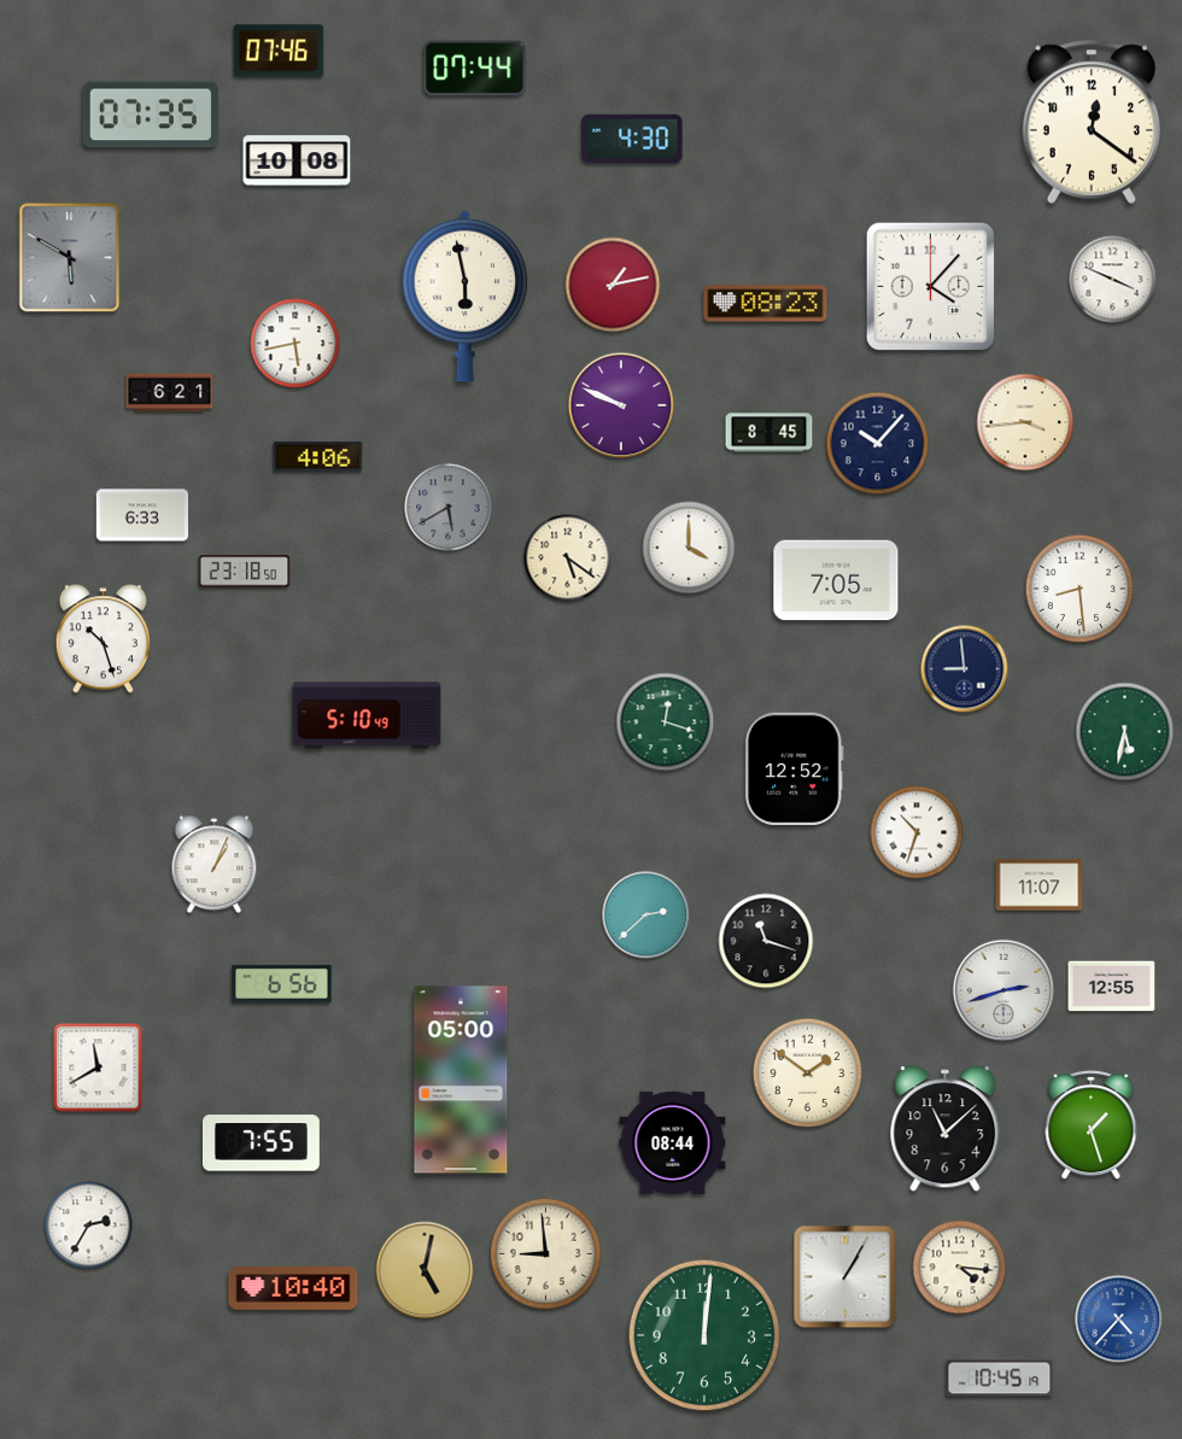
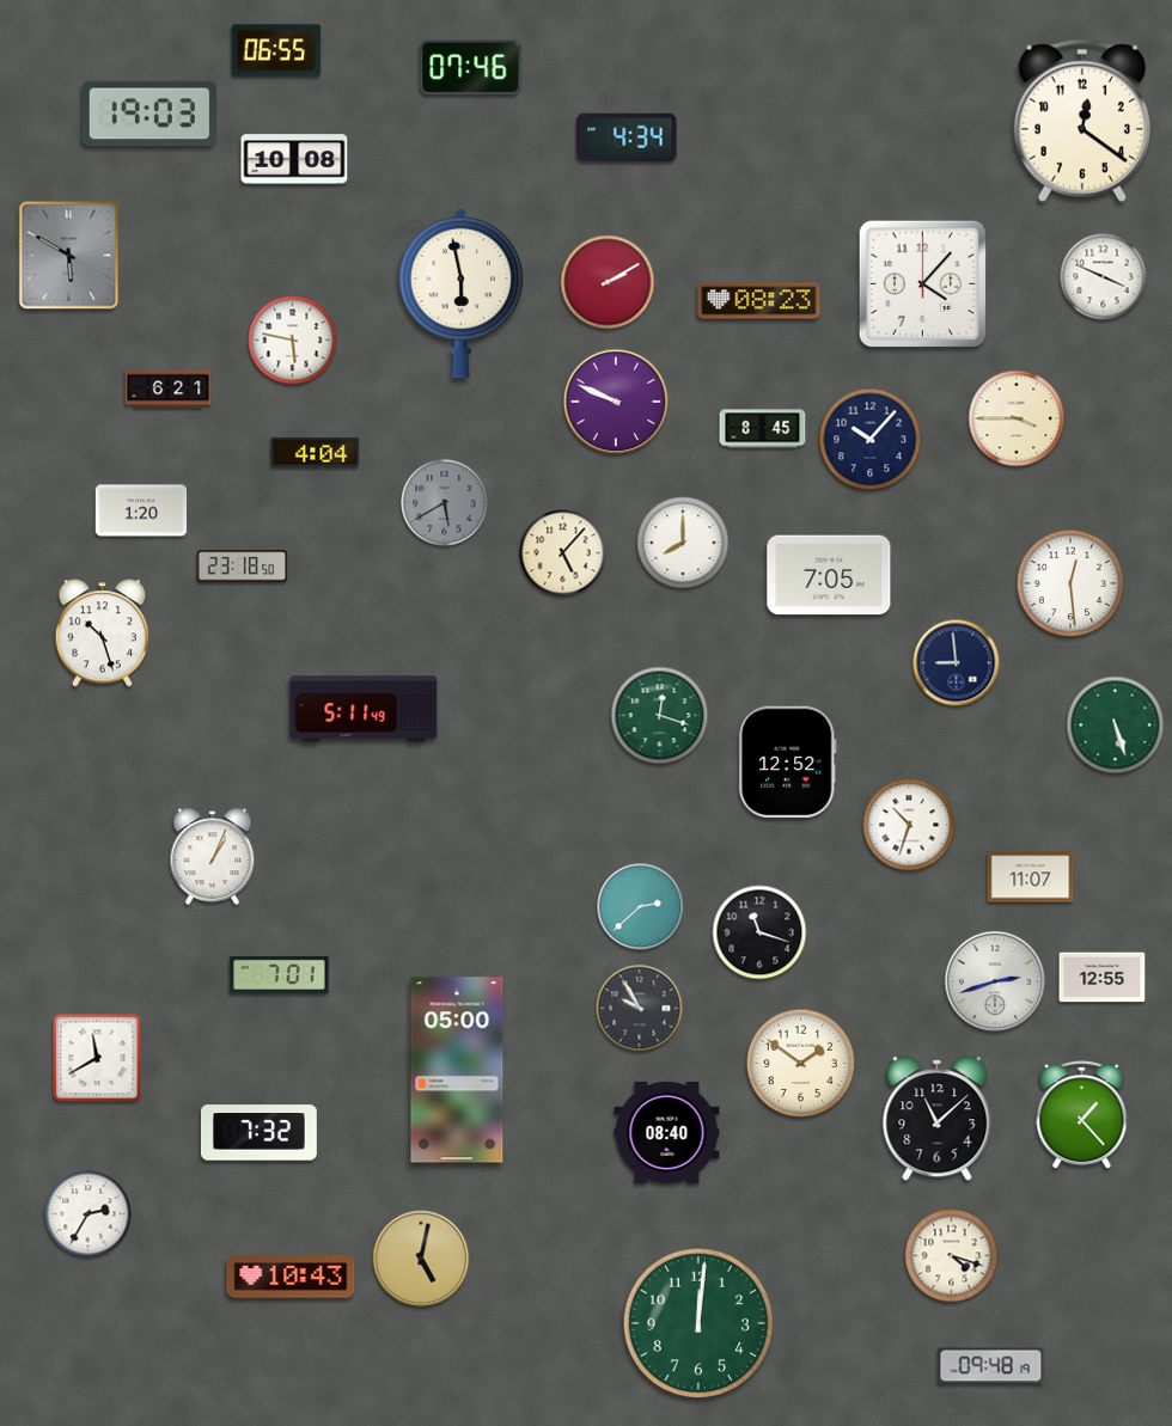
clock at (279, 51): 07:46 -> 06:55
clock at (475, 69): 07:44 -> 07:46
clock at (151, 115): 07:35 -> 19:03
clock at (632, 139): 4:30 -> 4:34
clock at (613, 285): 1:13 -> 2:10
clock at (295, 344): 5:43 -> 5:47
clock at (1025, 422): 3:44 -> 3:45
clock at (318, 457): 4:06 -> 4:04
clock at (142, 515): 6:33 -> 1:20
clock at (689, 548): 4:00 -> 8:00
clock at (568, 558): 5:21 -> 5:07
clock at (1079, 589): 8:29 -> 12:29
clock at (367, 715): 5:10 -> 5:11
clock at (1125, 732): 5:32 -> 5:27
clock at (282, 983): 6:56 -> 7:01
clock at (640, 1009): none -> 9:55
clock at (1092, 1125): 1:27 -> 1:23
clock at (673, 1142): 08:44 -> 08:40
clock at (261, 1143): 7:55 -> 7:32
clock at (545, 1253): 8:59 -> none
clock at (960, 1268): 4:16 -> 4:18
clock at (845, 1277): 1:05 -> none
clock at (293, 1288): 10:40 -> 10:43
clock at (1119, 1320): 4:37 -> none
clock at (1000, 1379): 10:45 -> 09:48
